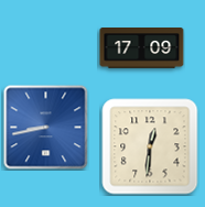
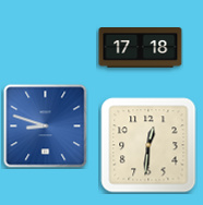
clock at (142, 48): 17:09 -> 17:18
clock at (46, 128): 8:43 -> 8:48
